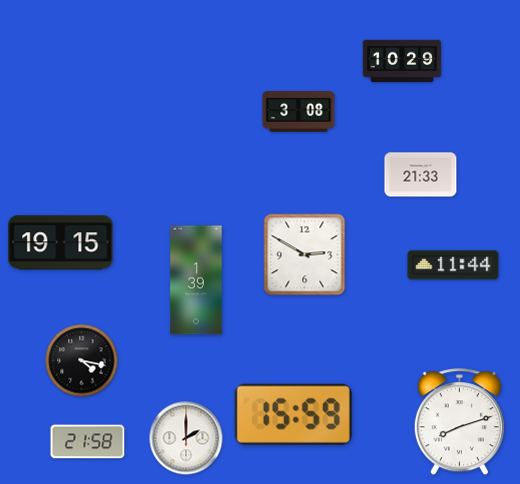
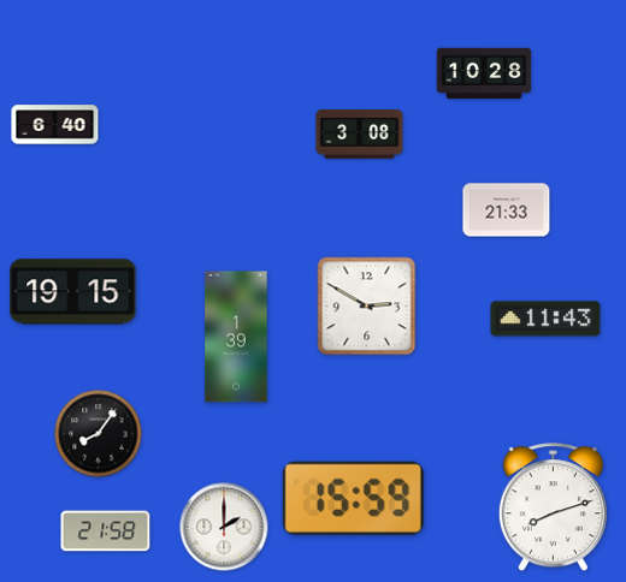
clock at (402, 61): 10:29 -> 10:28
clock at (55, 125): none -> 6:40
clock at (453, 265): 11:44 -> 11:43
clock at (82, 361): 4:17 -> 8:06
